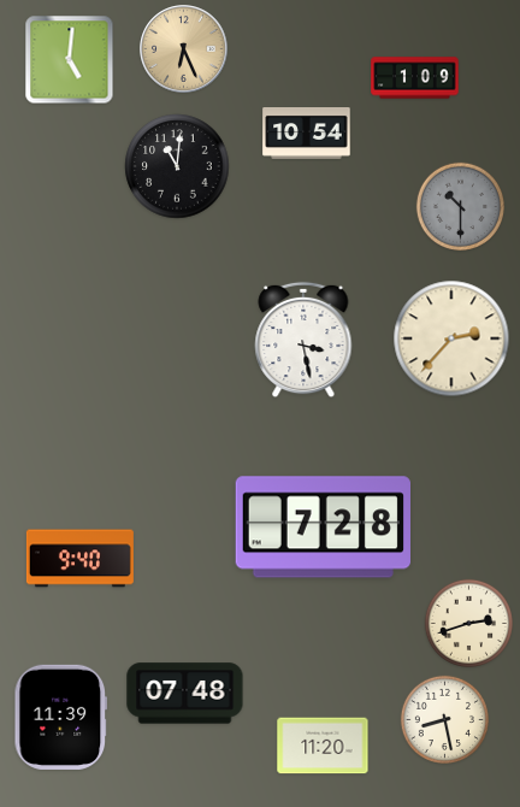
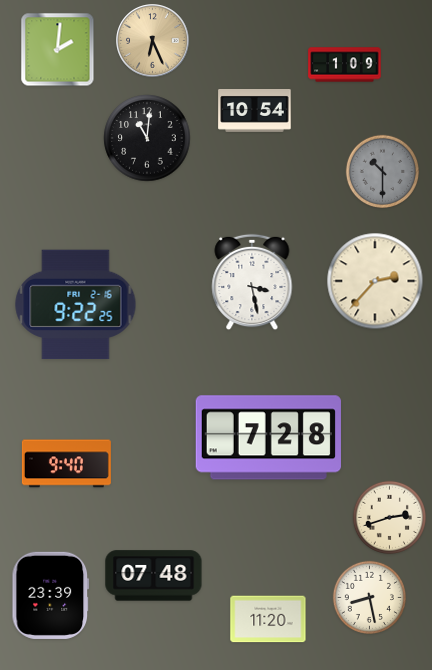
clock at (70, 60): 5:01 -> 2:01
clock at (76, 305): none -> 9:22
clock at (61, 717): 11:39 -> 23:39
